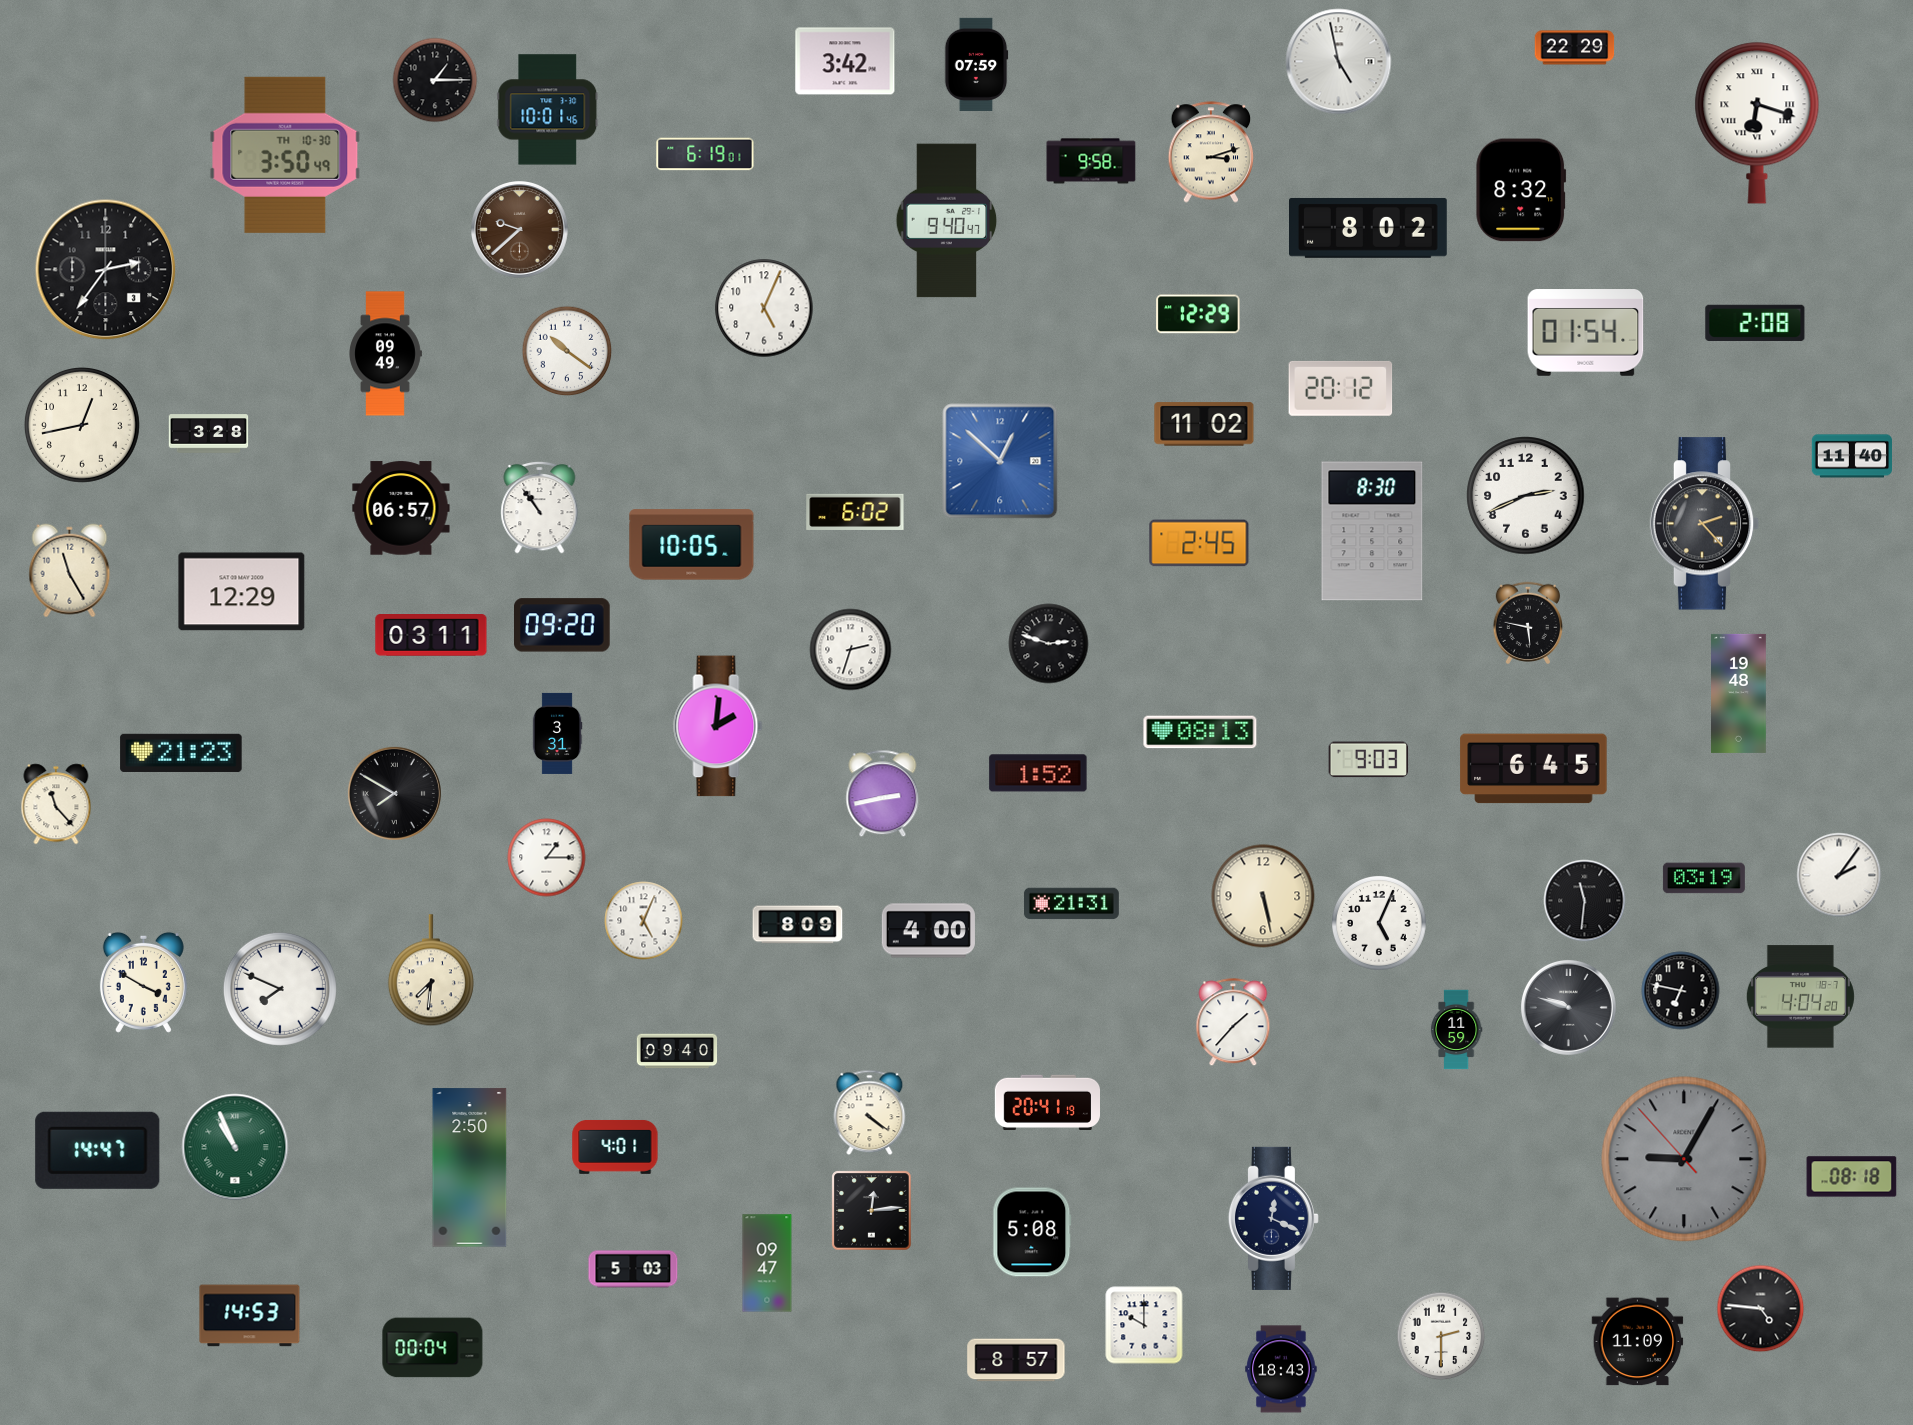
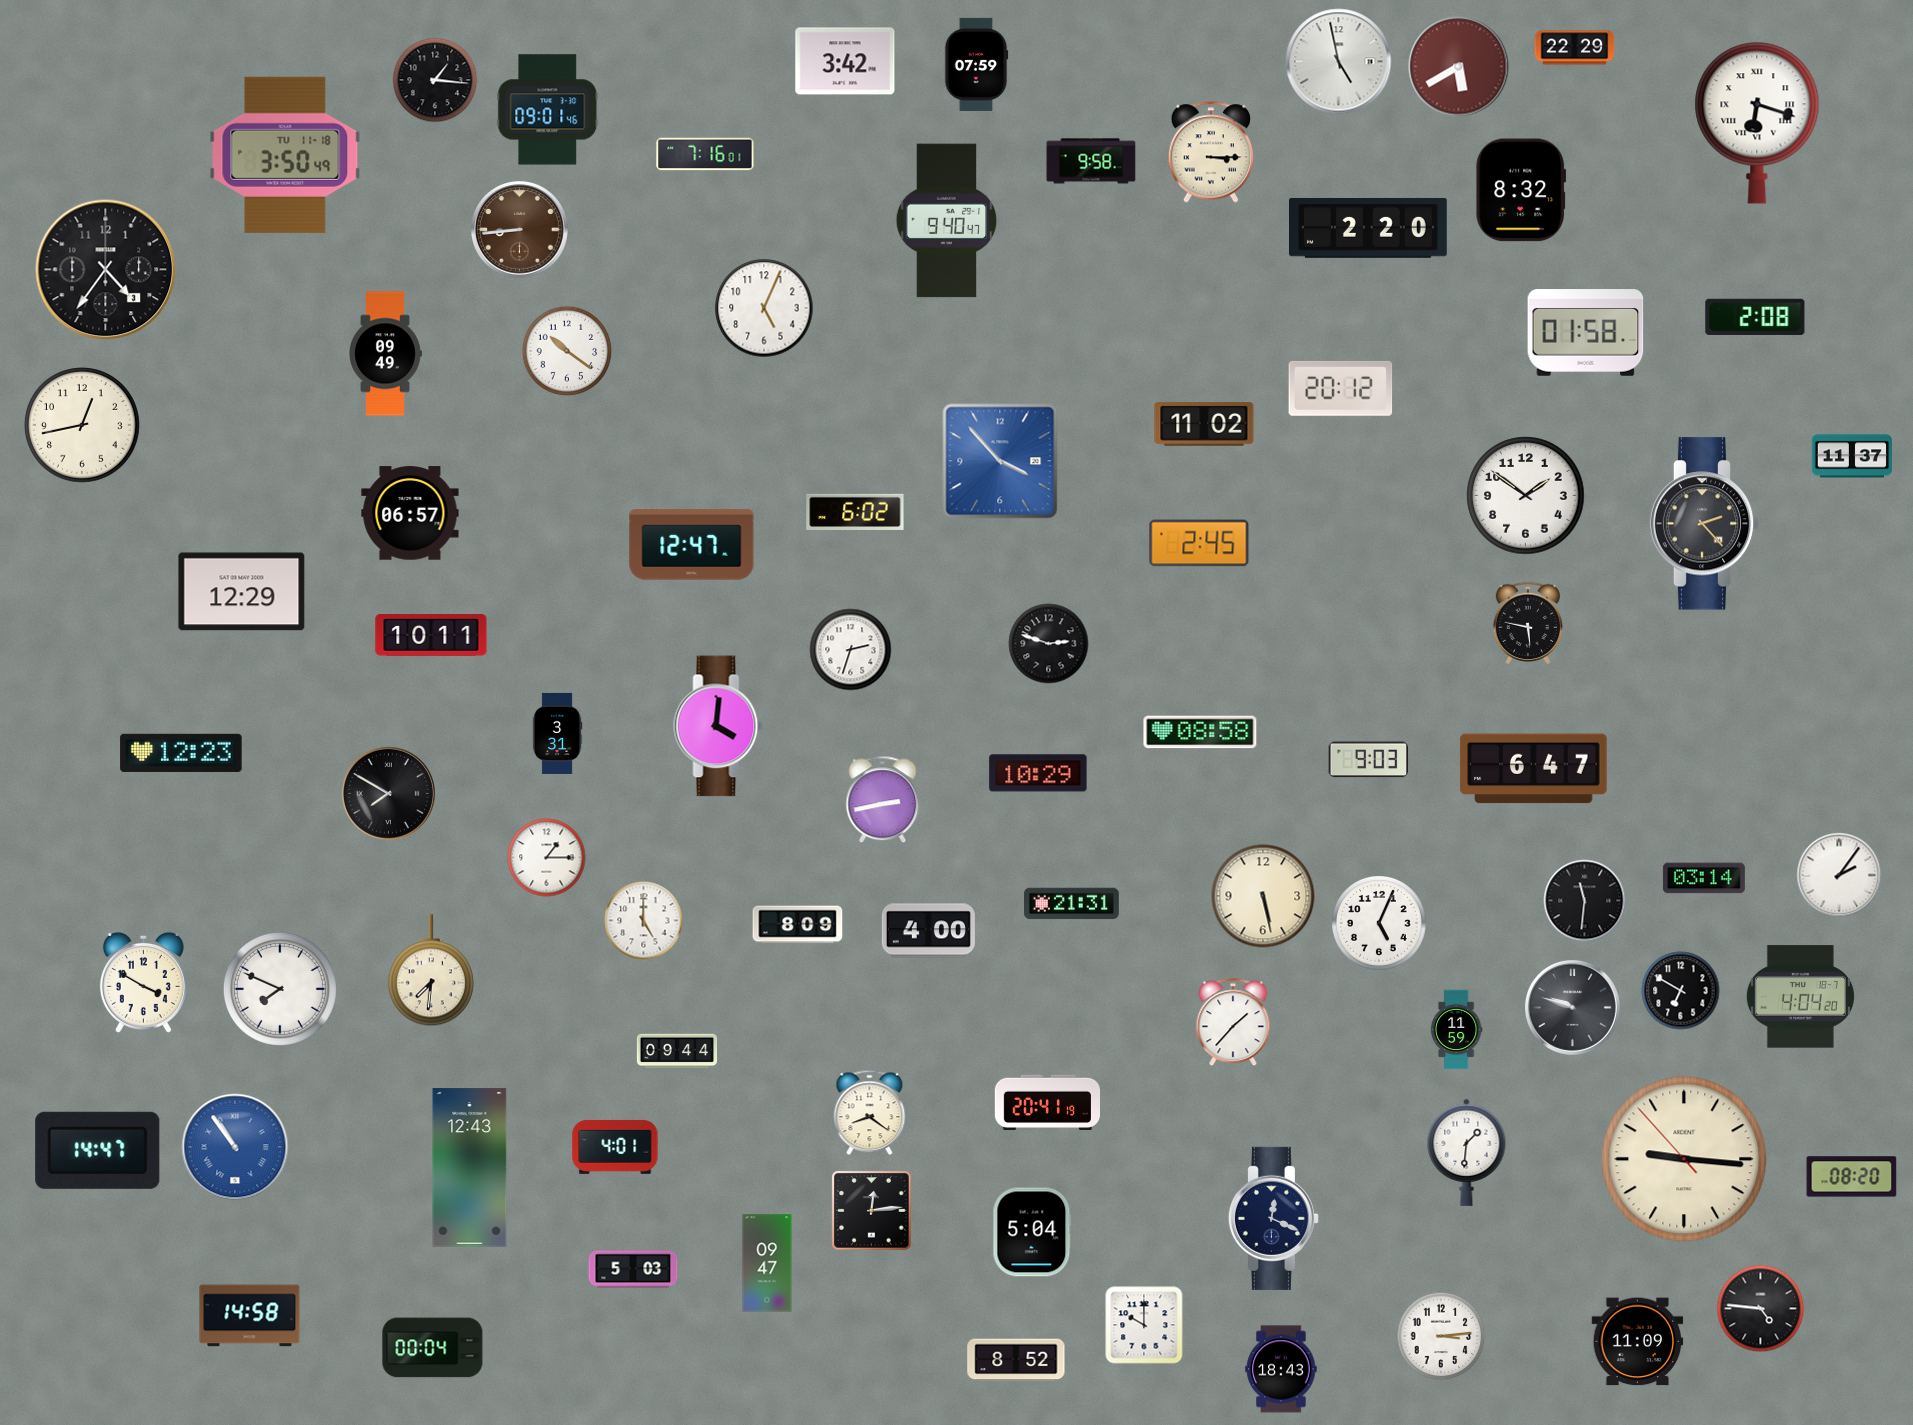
clock at (1459, 67): none -> 5:40
clock at (435, 80): 1:15 -> 1:16
clock at (548, 110): 10:01 -> 09:01
clock at (1211, 152): 3:12 -> 3:15
clock at (705, 154): 6:19 -> 7:16
clock at (285, 155) date: TH 10-30 -> TU 11-18
clock at (1369, 228): 8:02 -> 2:20
clock at (520, 230): 9:38 -> 8:44
clock at (106, 270): 2:36 -> 4:36
clock at (1198, 314): 12:29 -> none
clock at (1755, 323) position: (1755, 323) -> (1755, 317)
clock at (1586, 333): 01:54 -> 01:58
clock at (209, 434): 3:28 -> none
clock at (1851, 456): 11:40 -> 11:37
clock at (1000, 461): 12:52 -> 3:53
clock at (1526, 496): 2:41 -> 1:51
clock at (540, 507): 10:54 -> none
clock at (401, 508) position: (401, 508) -> (410, 513)
clock at (1372, 531): 8:30 -> none
clock at (692, 545): 10:05 -> 12:47
clock at (70, 571): 11:25 -> none
clock at (563, 625): 09:20 -> none
clock at (431, 636): 03:11 -> 10:11
clock at (1739, 693): 19:48 -> none
clock at (718, 726): 2:01 -> 4:01
clock at (1200, 732): 08:13 -> 08:58
clock at (181, 753): 21:23 -> 12:23
clock at (1534, 769): 6:45 -> 6:47
clock at (1038, 773): 1:52 -> 10:29
clock at (394, 793) position: (394, 793) -> (388, 793)
clock at (883, 794) position: (883, 794) -> (883, 800)
clock at (56, 804): 11:23 -> none
clock at (1704, 878): 03:19 -> 03:14
clock at (644, 921): 5:04 -> 5:00
clock at (1681, 991): 6:47 -> 6:50
clock at (1568, 1007) position: (1568, 1007) -> (1572, 1007)
clock at (677, 1051): 09:40 -> 09:44
clock at (870, 1113): 4:21 -> 8:21
clock at (235, 1147): 10:56 -> 10:54
clock at (235, 1147) dial: green -> blue
clock at (1467, 1152): none -> 1:31
clock at (1684, 1159): 9:04 -> 9:15
clock at (1684, 1159) dial: grey -> cream
clock at (470, 1168): 2:50 -> 12:43
clock at (1852, 1177): 08:18 -> 08:20
clock at (1032, 1232): 5:08 -> 5:04
clock at (250, 1316): 14:53 -> 14:58
clock at (1441, 1336): 2:30 -> 3:14
clock at (1016, 1360): 8:57 -> 8:52
